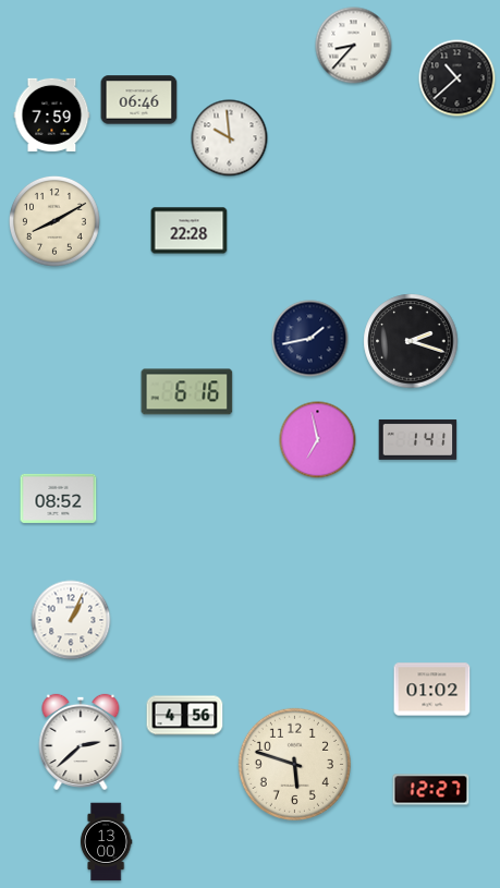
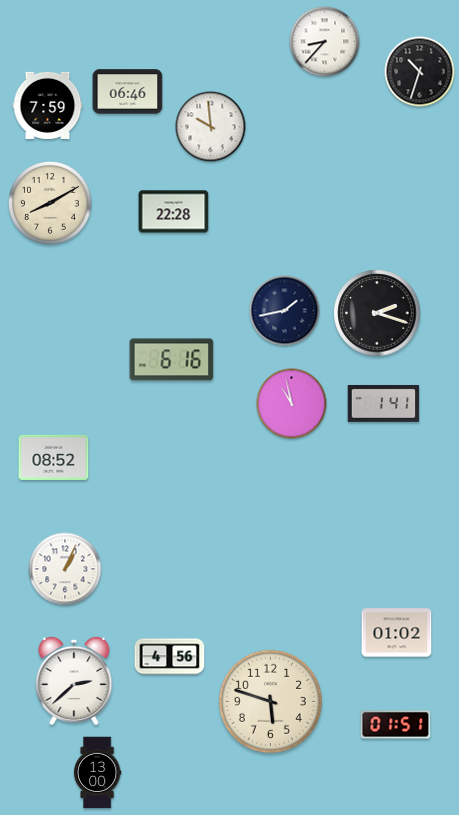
clock at (458, 78): 10:38 -> 10:33
clock at (318, 440): 6:58 -> 10:58
clock at (431, 790): 12:27 -> 01:51
